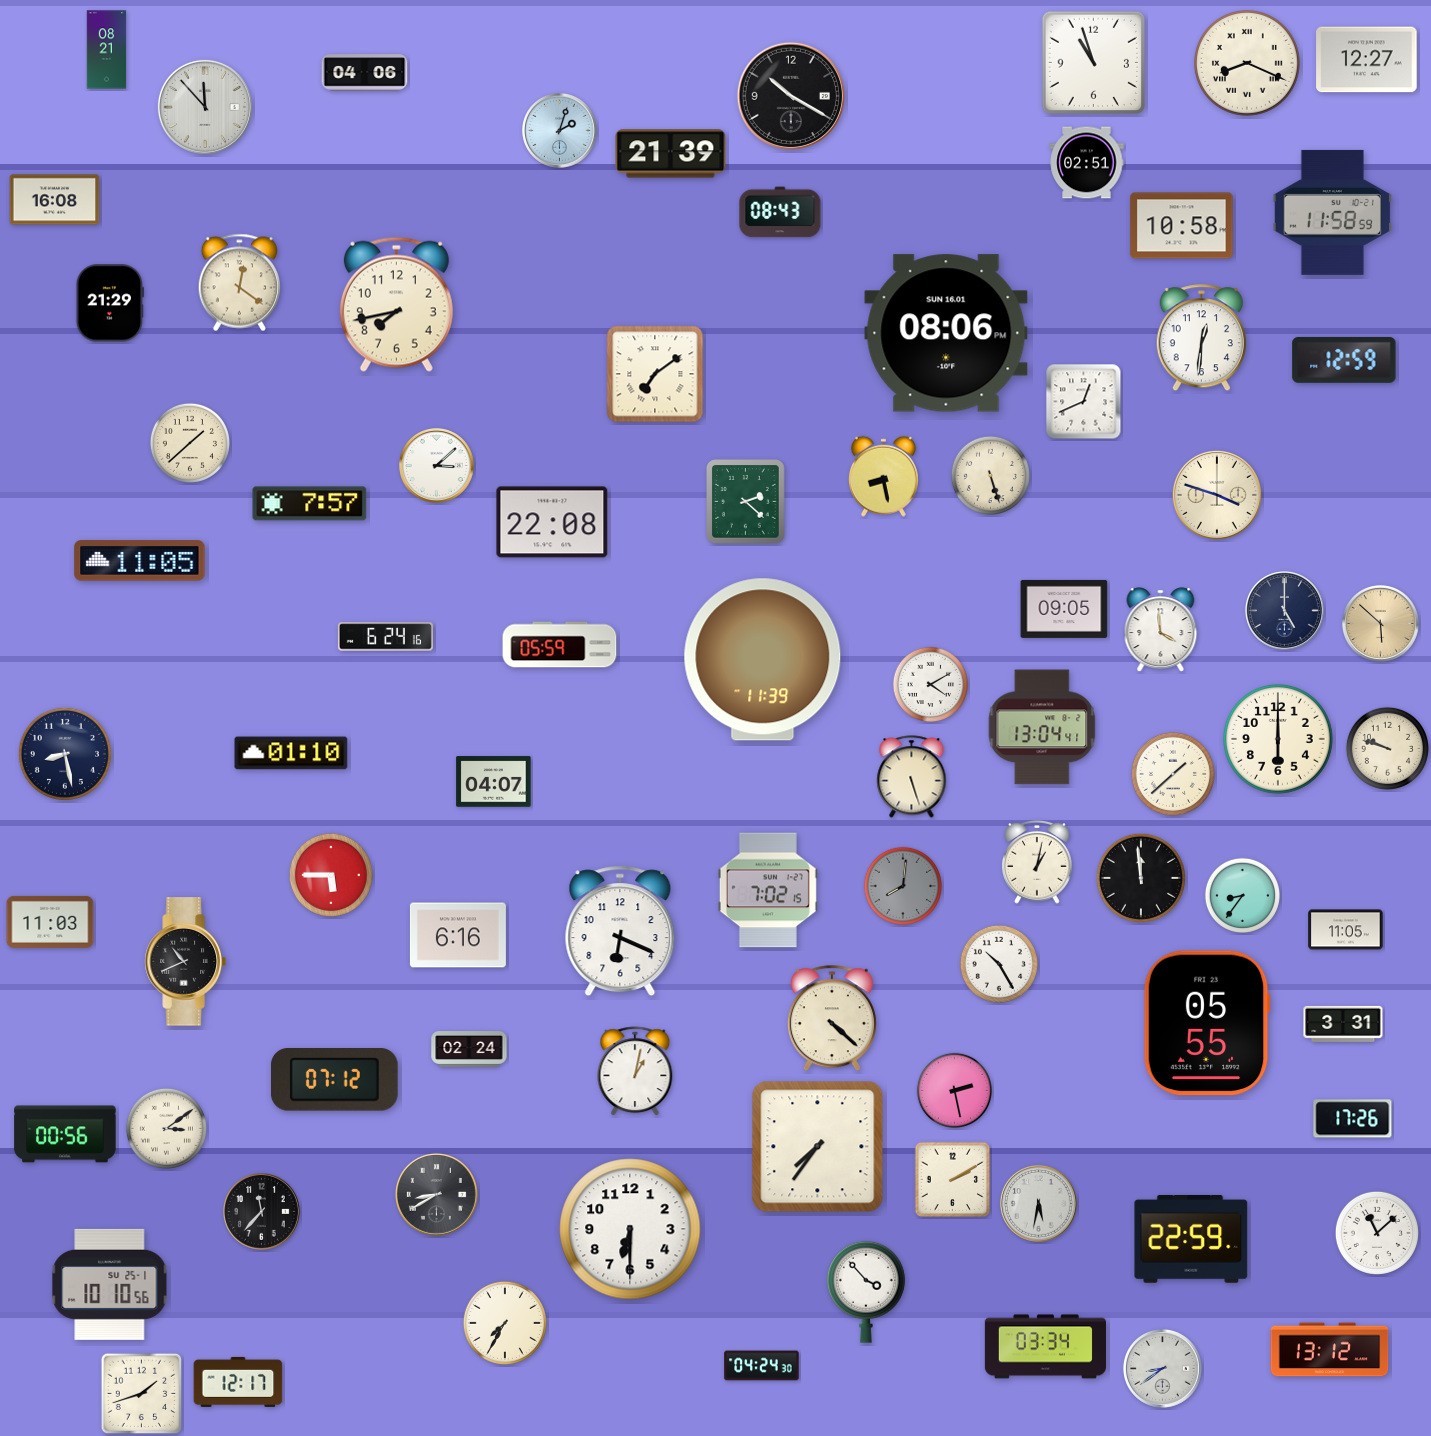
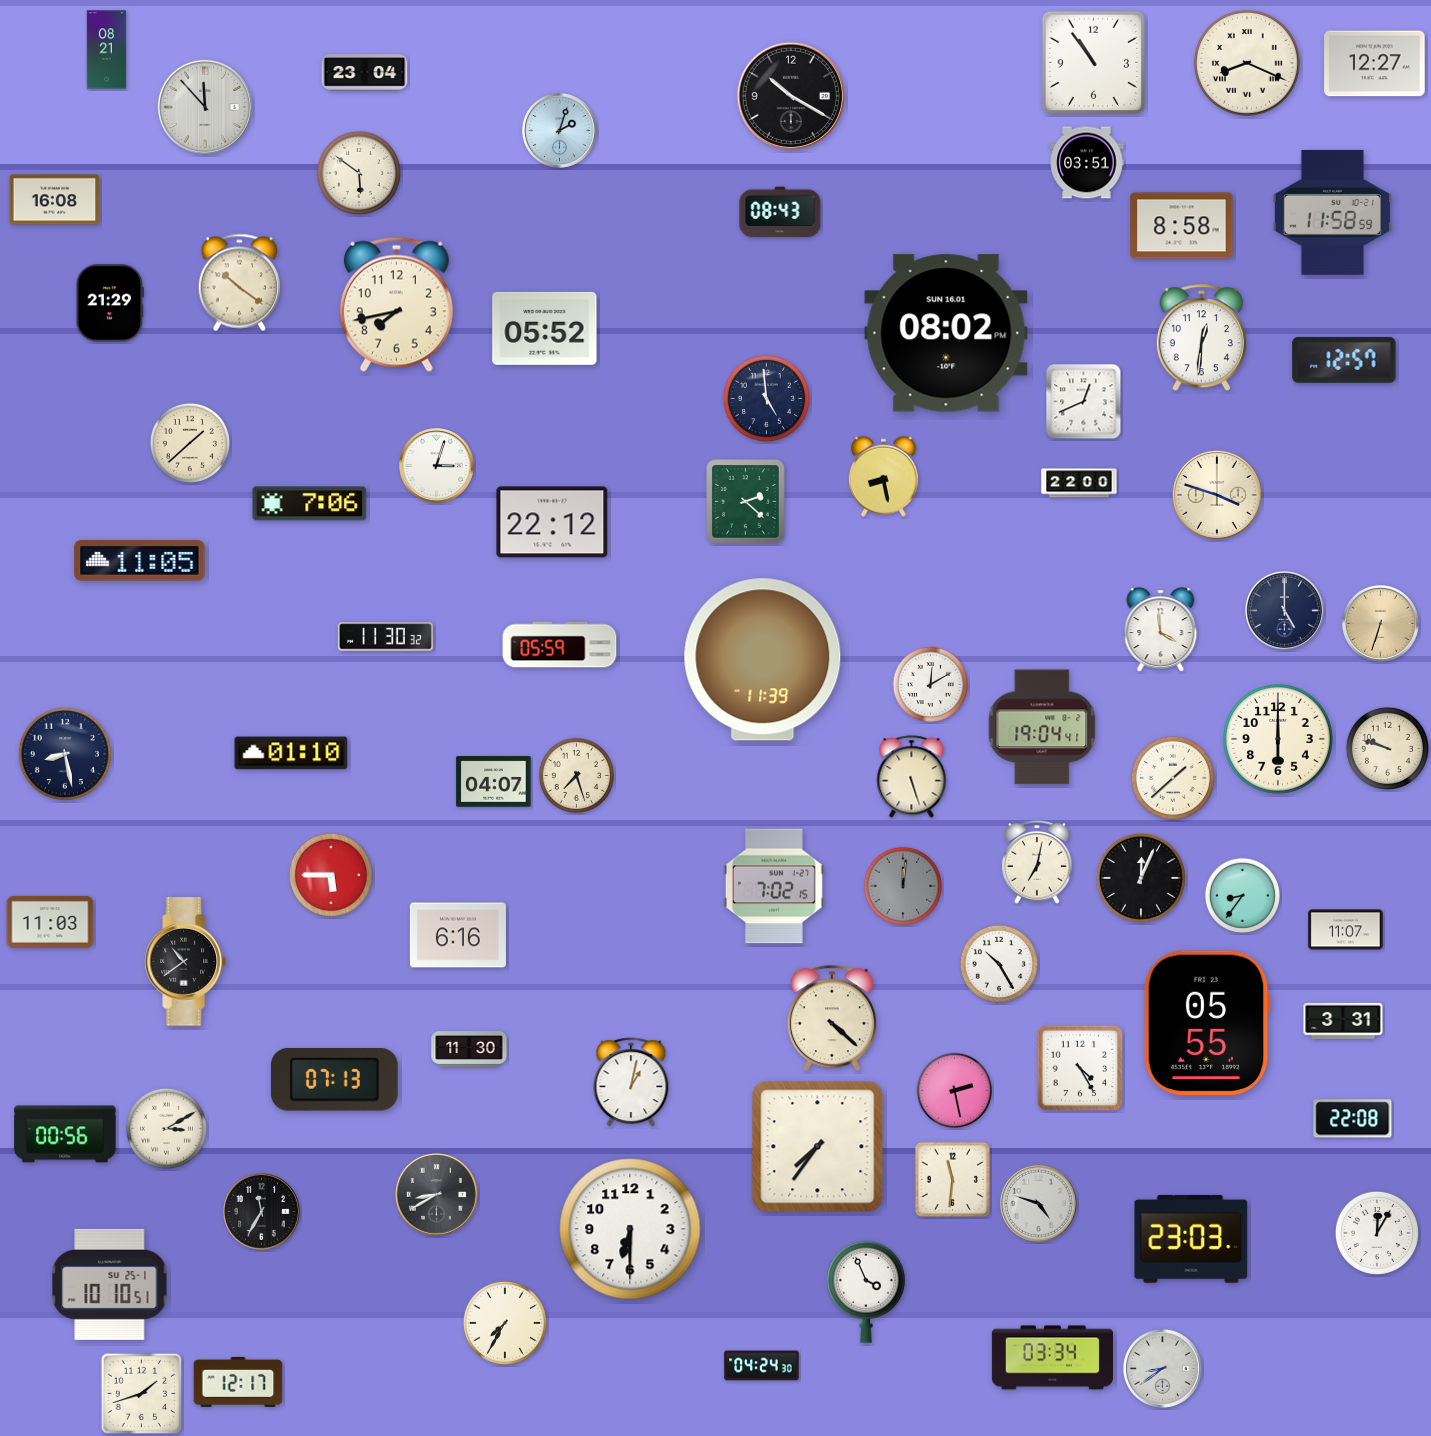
clock at (1367, 60) position: (1367, 60) -> (1375, 64)
clock at (1093, 62): 10:57 -> 10:54
clock at (365, 73): 04:06 -> 23:04
clock at (671, 154): 21:39 -> none
clock at (1087, 163): 02:51 -> 03:51
clock at (359, 173): none -> 5:51
clock at (1182, 226): 10:58 -> 8:58
clock at (240, 283): 12:21 -> 10:21
clock at (545, 328): none -> 05:52
clock at (946, 333): 08:06 -> 08:02
clock at (1344, 360): 12:59 -> 12:57
clock at (655, 374): 7:09 -> none
clock at (766, 398): none -> 4:59
clock at (437, 466): 3:08 -> 3:03
clock at (990, 475): 5:27 -> none
clock at (1079, 483): none -> 22:00
clock at (310, 504): 7:57 -> 7:06
clock at (552, 522): 22:08 -> 22:12
clock at (1064, 609): 09:05 -> none
clock at (1380, 623): 5:52 -> 6:33
clock at (385, 637): 6:24 -> 11:30
clock at (930, 684): 4:10 -> 12:10
clock at (1042, 727): 13:04 -> 19:04
clock at (1173, 774) position: (1173, 774) -> (1173, 778)
clock at (576, 775): none -> 7:27
clock at (1037, 863): 1:02 -> 7:02
clock at (1141, 878): 11:59 -> 12:04
clock at (902, 885): 8:01 -> 12:01
clock at (768, 890) position: (768, 890) -> (774, 886)
clock at (1346, 930): 11:05 -> 11:07
clock at (620, 931): 6:19 -> none
clock at (185, 962): 10:41 -> 10:39
clock at (1343, 1024) position: (1343, 1024) -> (1343, 1021)
clock at (469, 1050): 02:24 -> 11:30
clock at (1080, 1068): none -> 4:25
clock at (635, 1072) position: (635, 1072) -> (631, 1083)
clock at (334, 1080): 07:12 -> 07:13
clock at (1353, 1119): 17:26 -> 22:08
clock at (166, 1128): 3:09 -> 3:10
clock at (953, 1180): 2:10 -> 11:31
clock at (1038, 1203): 5:32 -> 4:48
clock at (261, 1211): 11:37 -> 11:35
clock at (1377, 1233): 11:08 -> 12:05
clock at (1191, 1239): 22:59 -> 23:03
clock at (110, 1284): 10:10:56 -> 10:10:51
clock at (866, 1292): 3:53 -> 3:56
clock at (1045, 1347) position: (1045, 1347) -> (1052, 1358)
clock at (1330, 1350): 13:12 -> none
